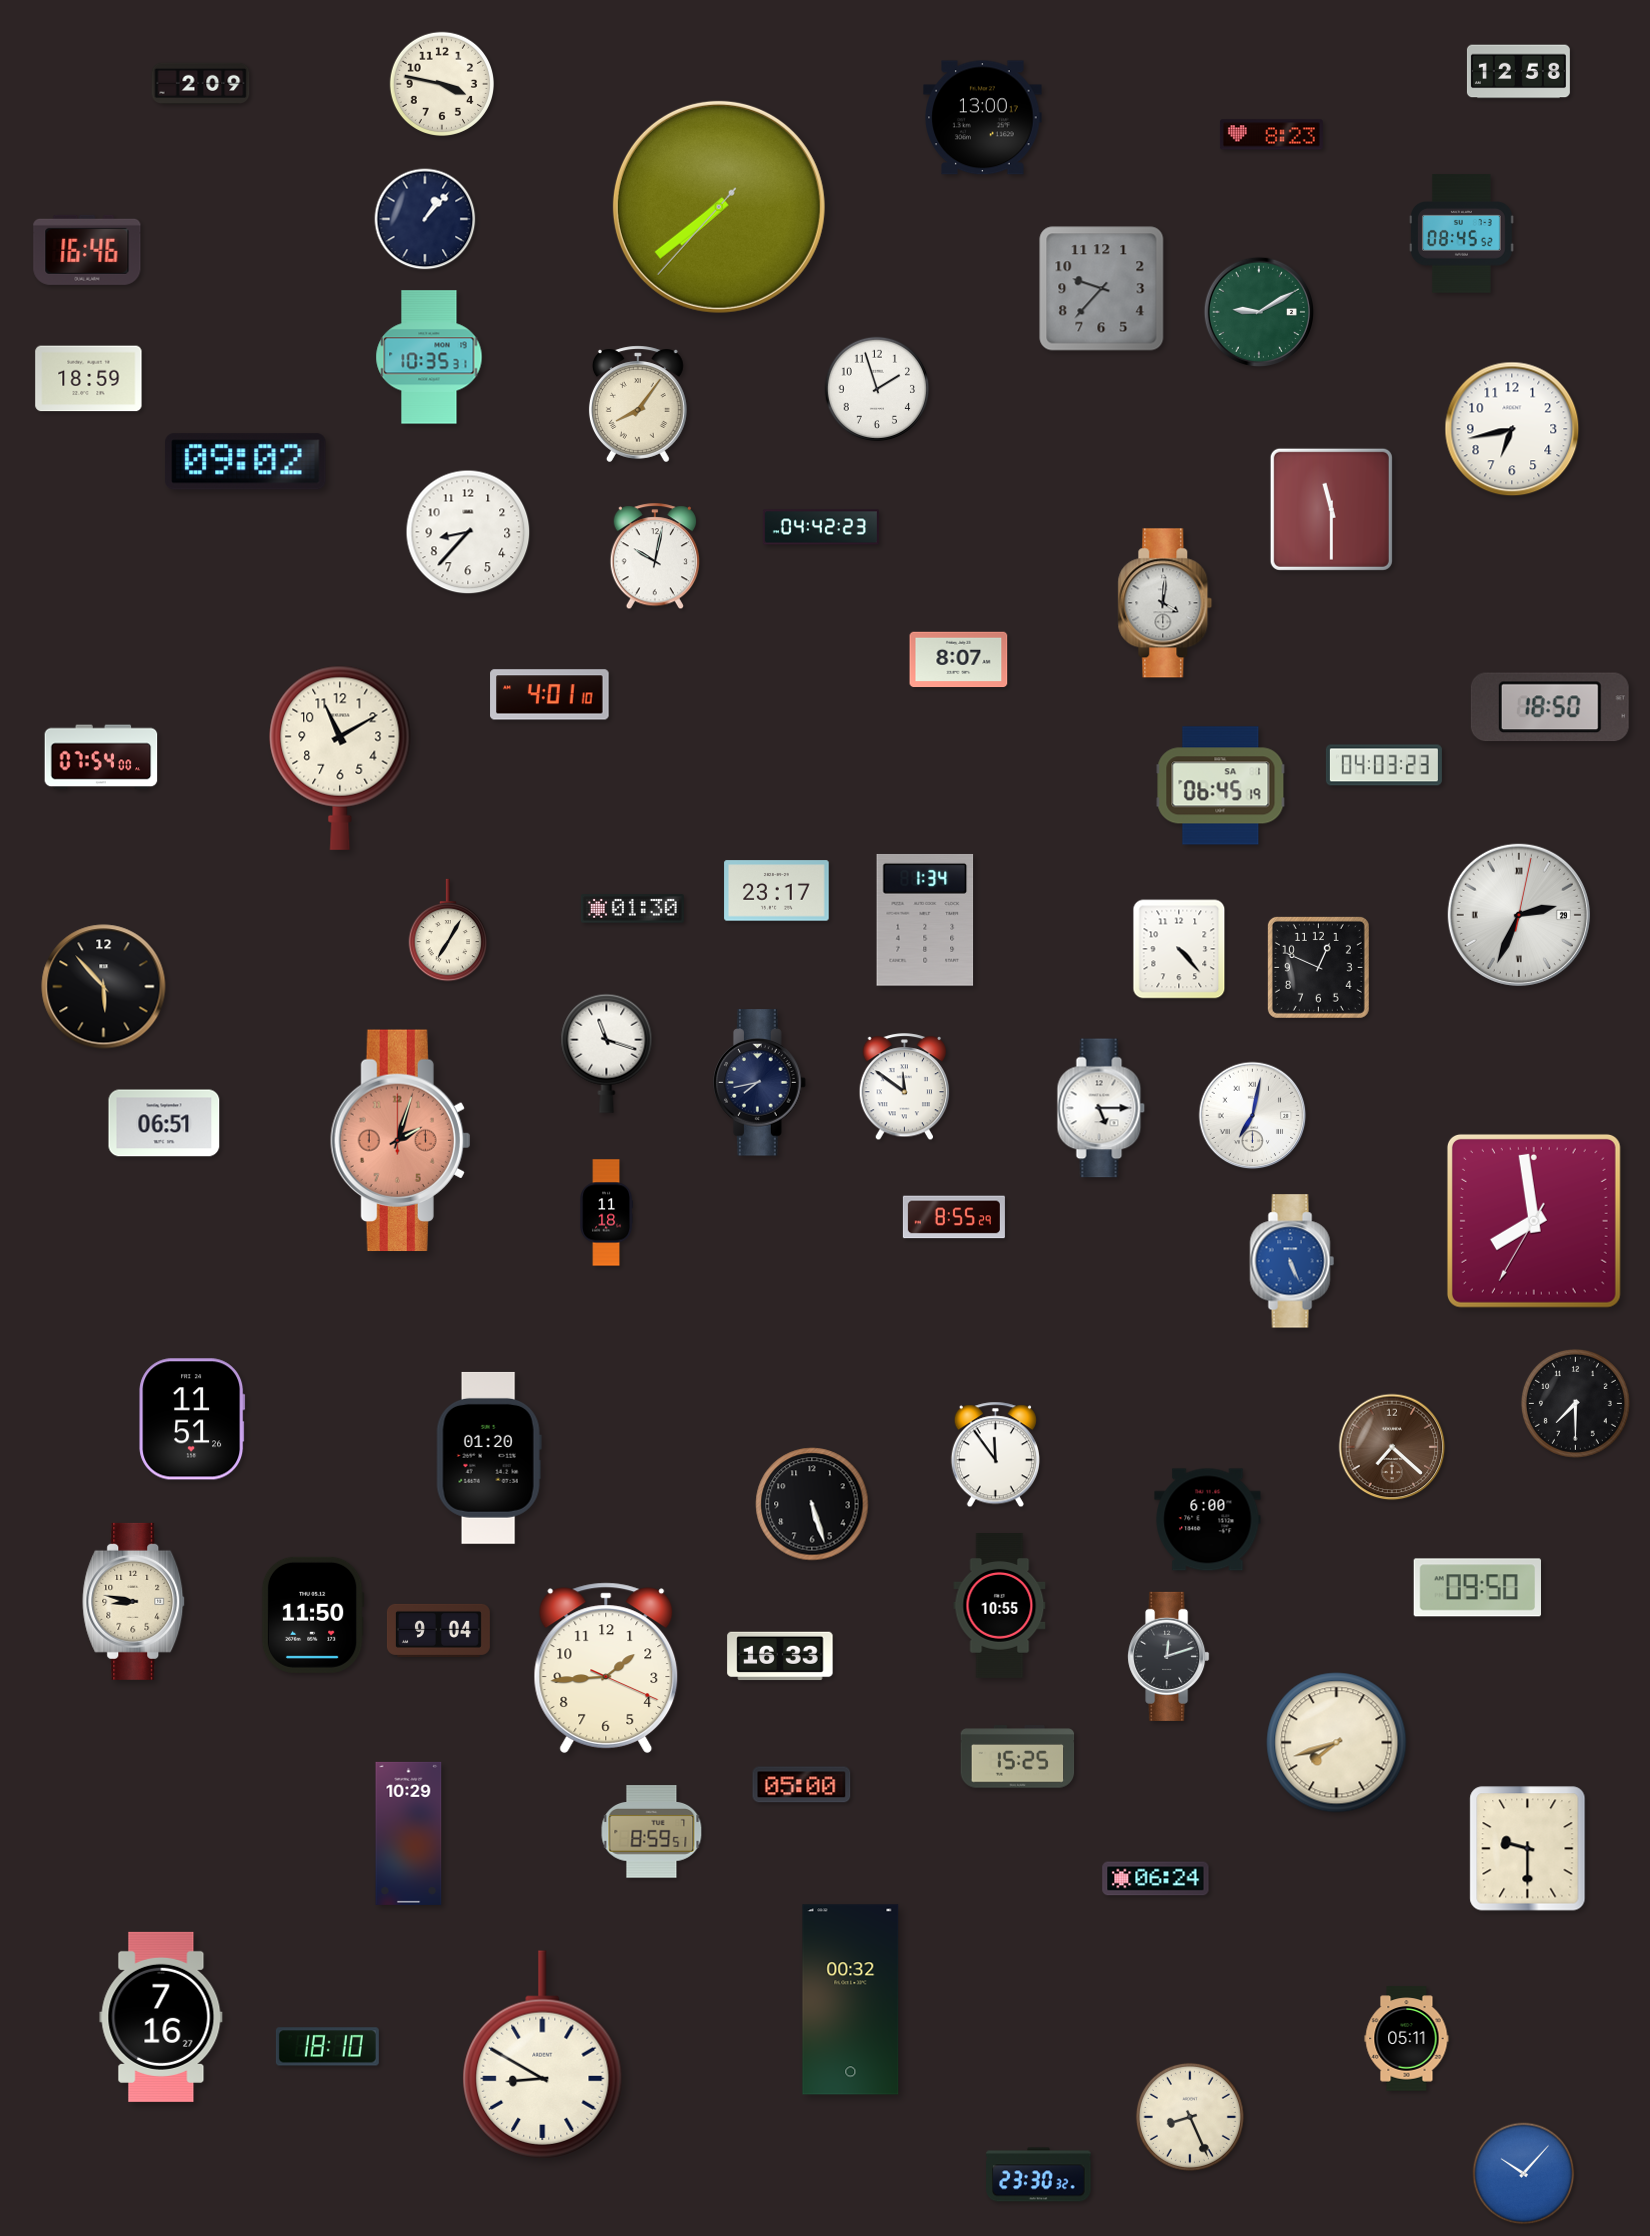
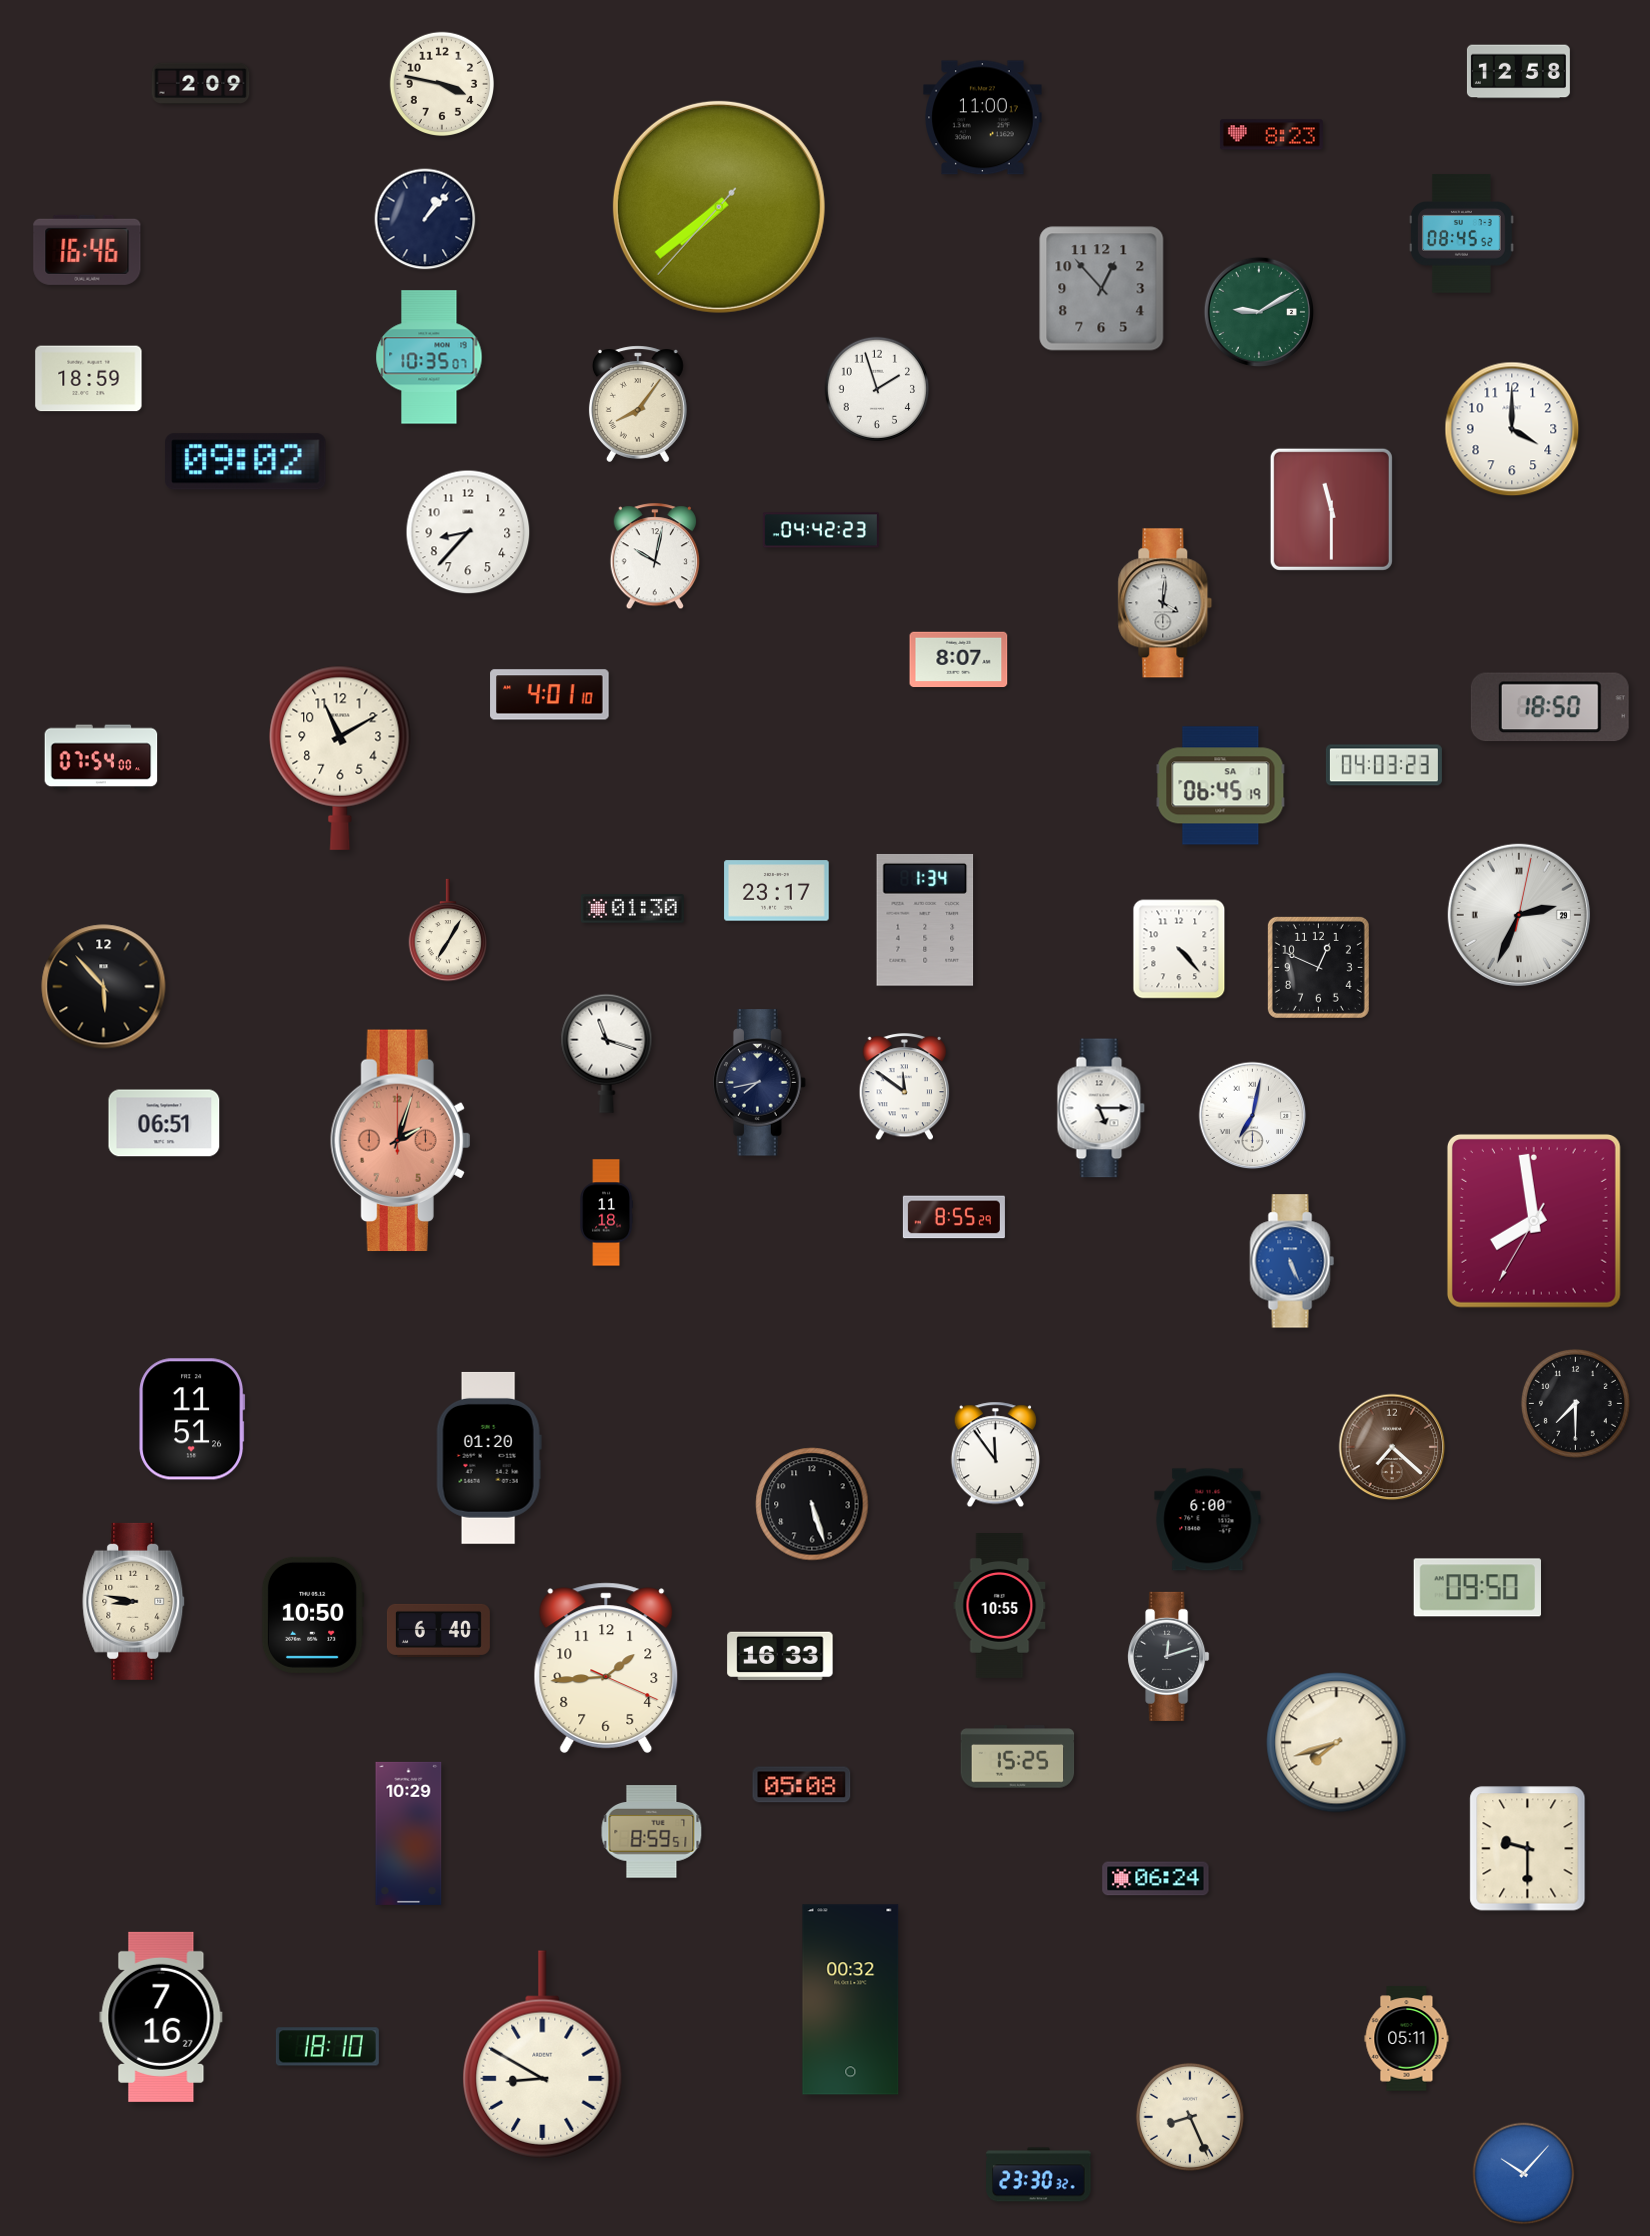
clock at (983, 118): 13:00 -> 11:00
clock at (1102, 289): 9:37 -> 12:53
clock at (429, 357): 10:35:31 -> 10:35:07
clock at (1512, 429): 6:43 -> 4:00
clock at (821, 527) position: (821, 527) -> (821, 530)
clock at (313, 1615): 11:50 -> 10:50
clock at (438, 1630): 9:04 -> 6:40
clock at (802, 1785): 05:00 -> 05:08
